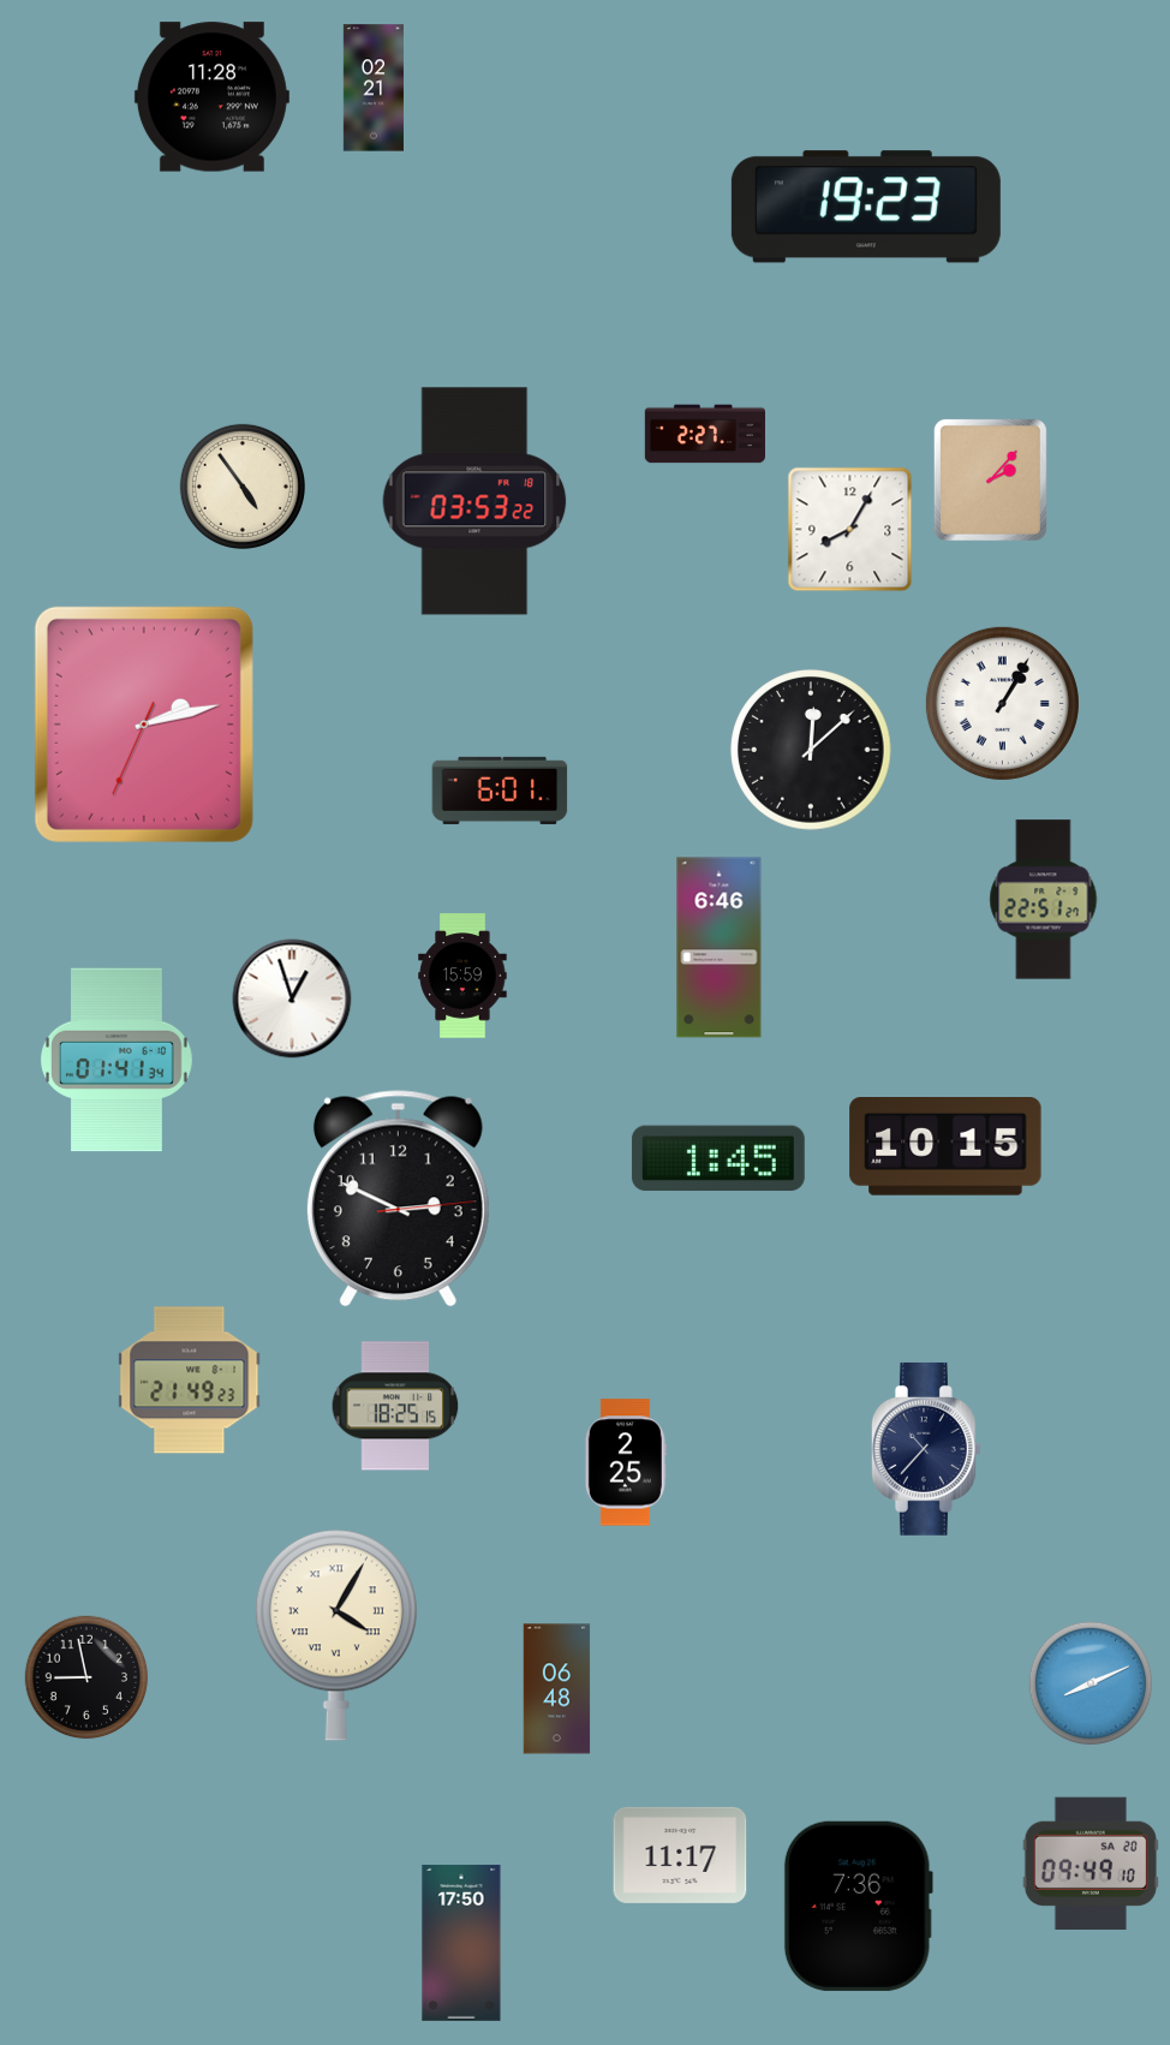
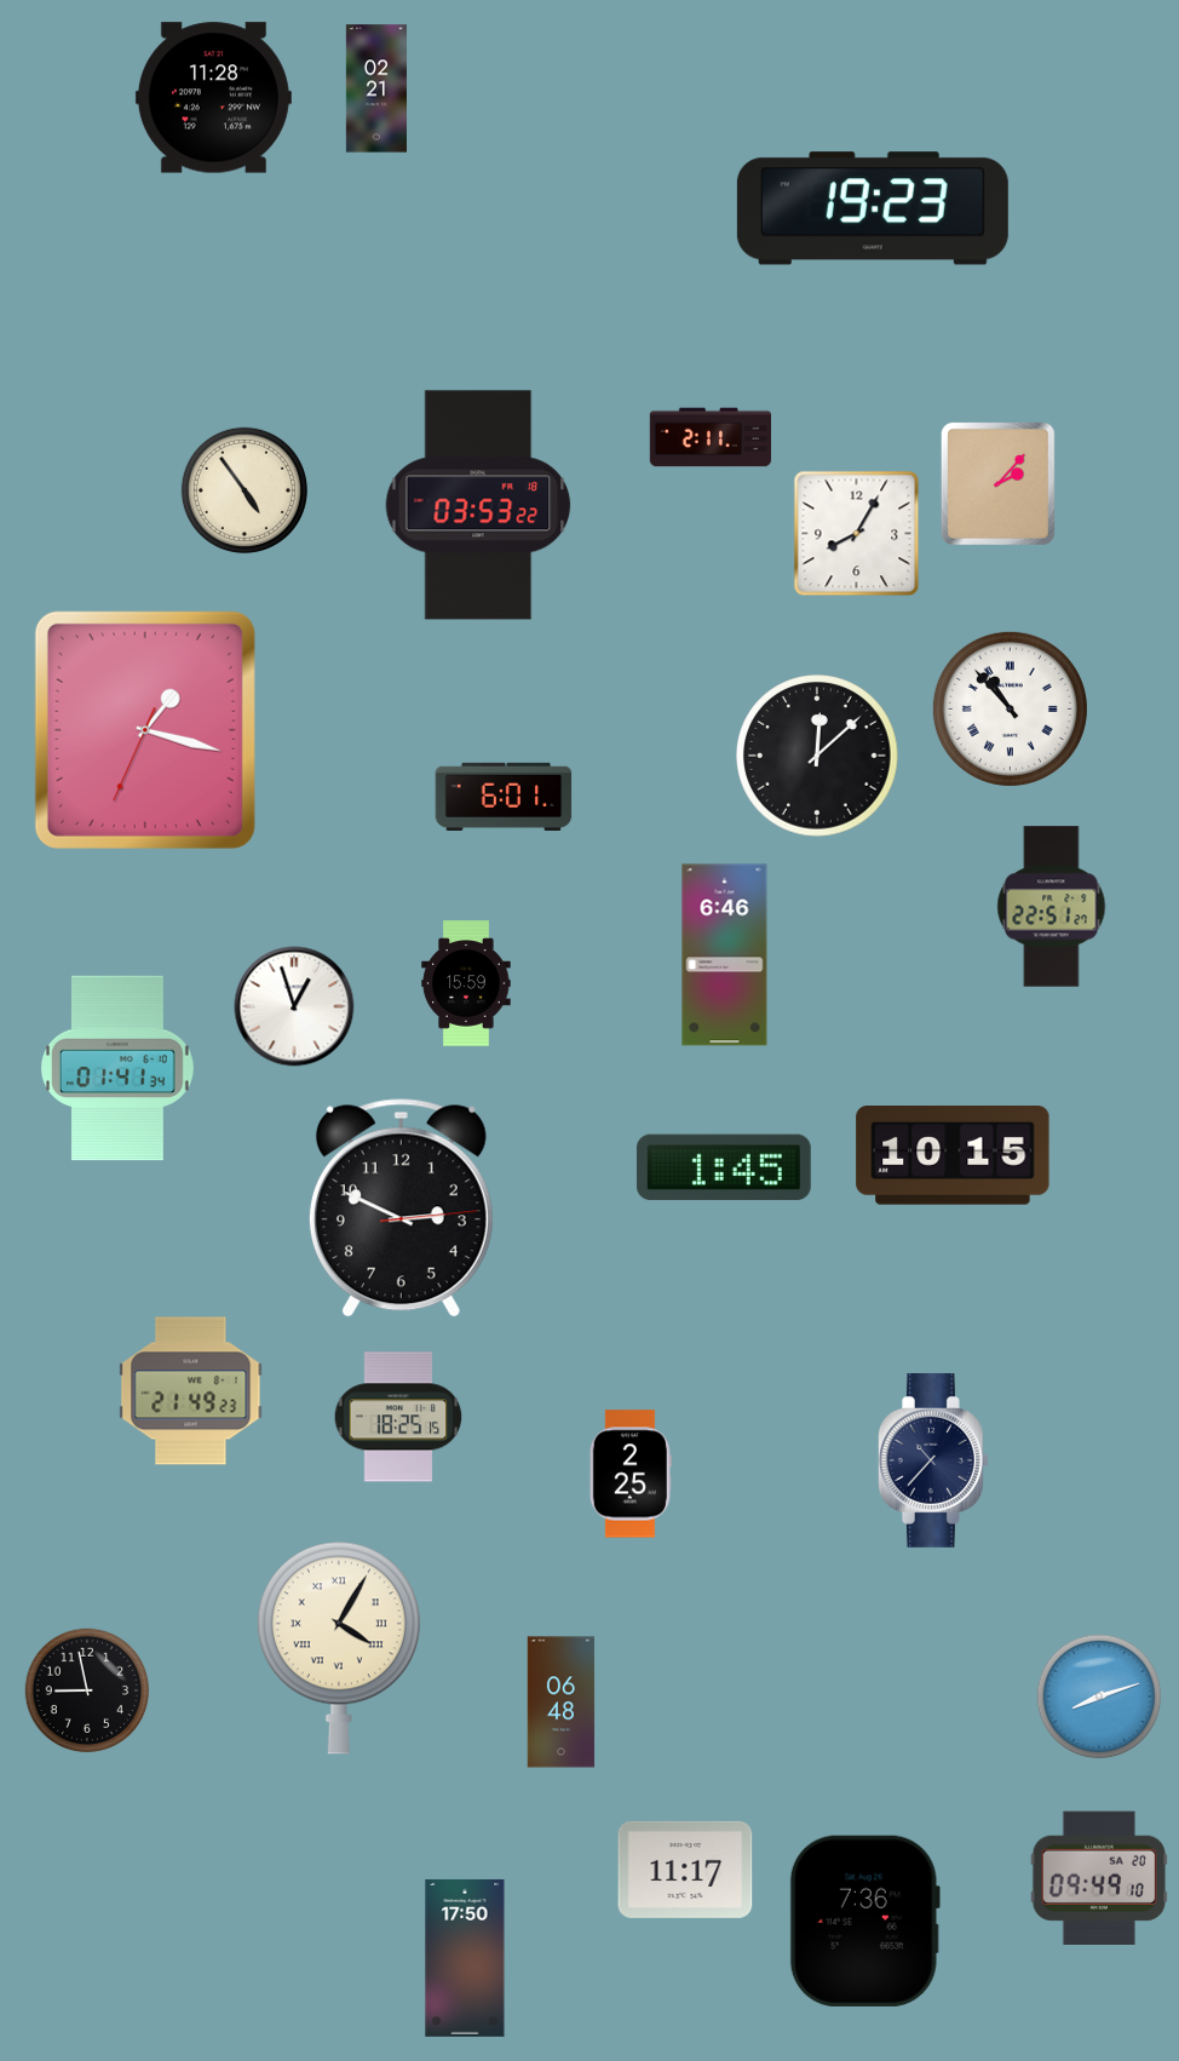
clock at (704, 434): 2:27 -> 2:11
clock at (1002, 703): 1:05 -> 10:53
clock at (144, 725): 2:12 -> 1:17
clock at (1091, 1683): 8:11 -> 8:12
